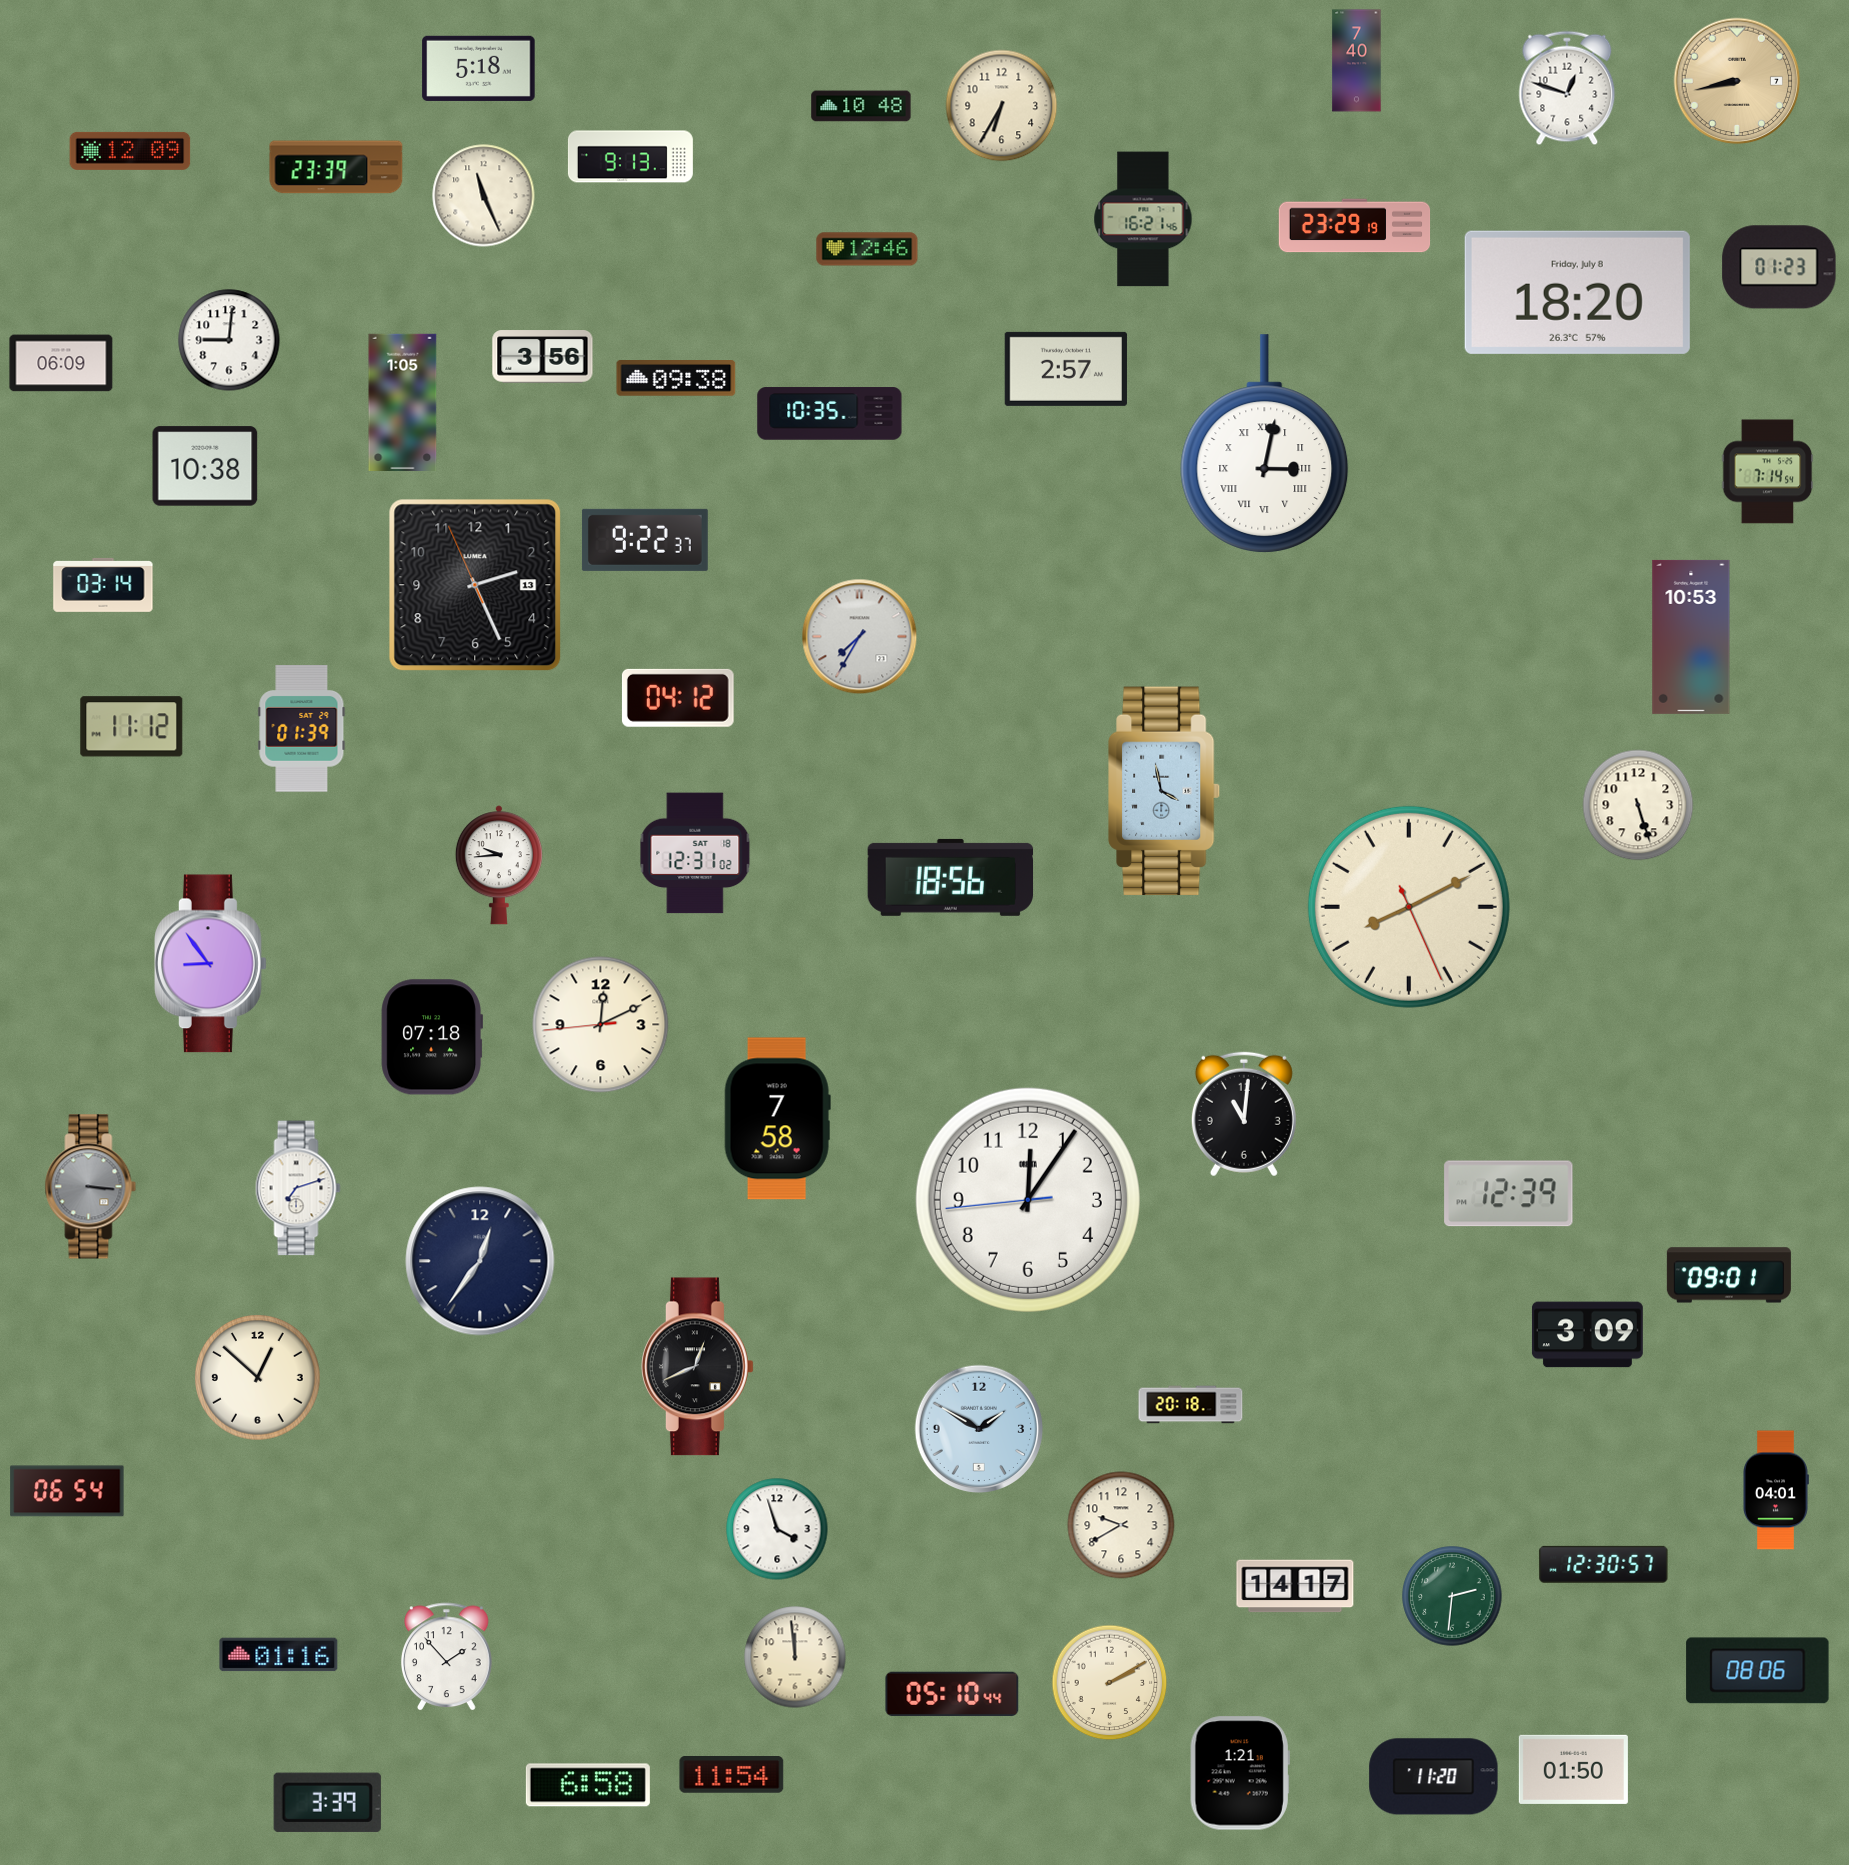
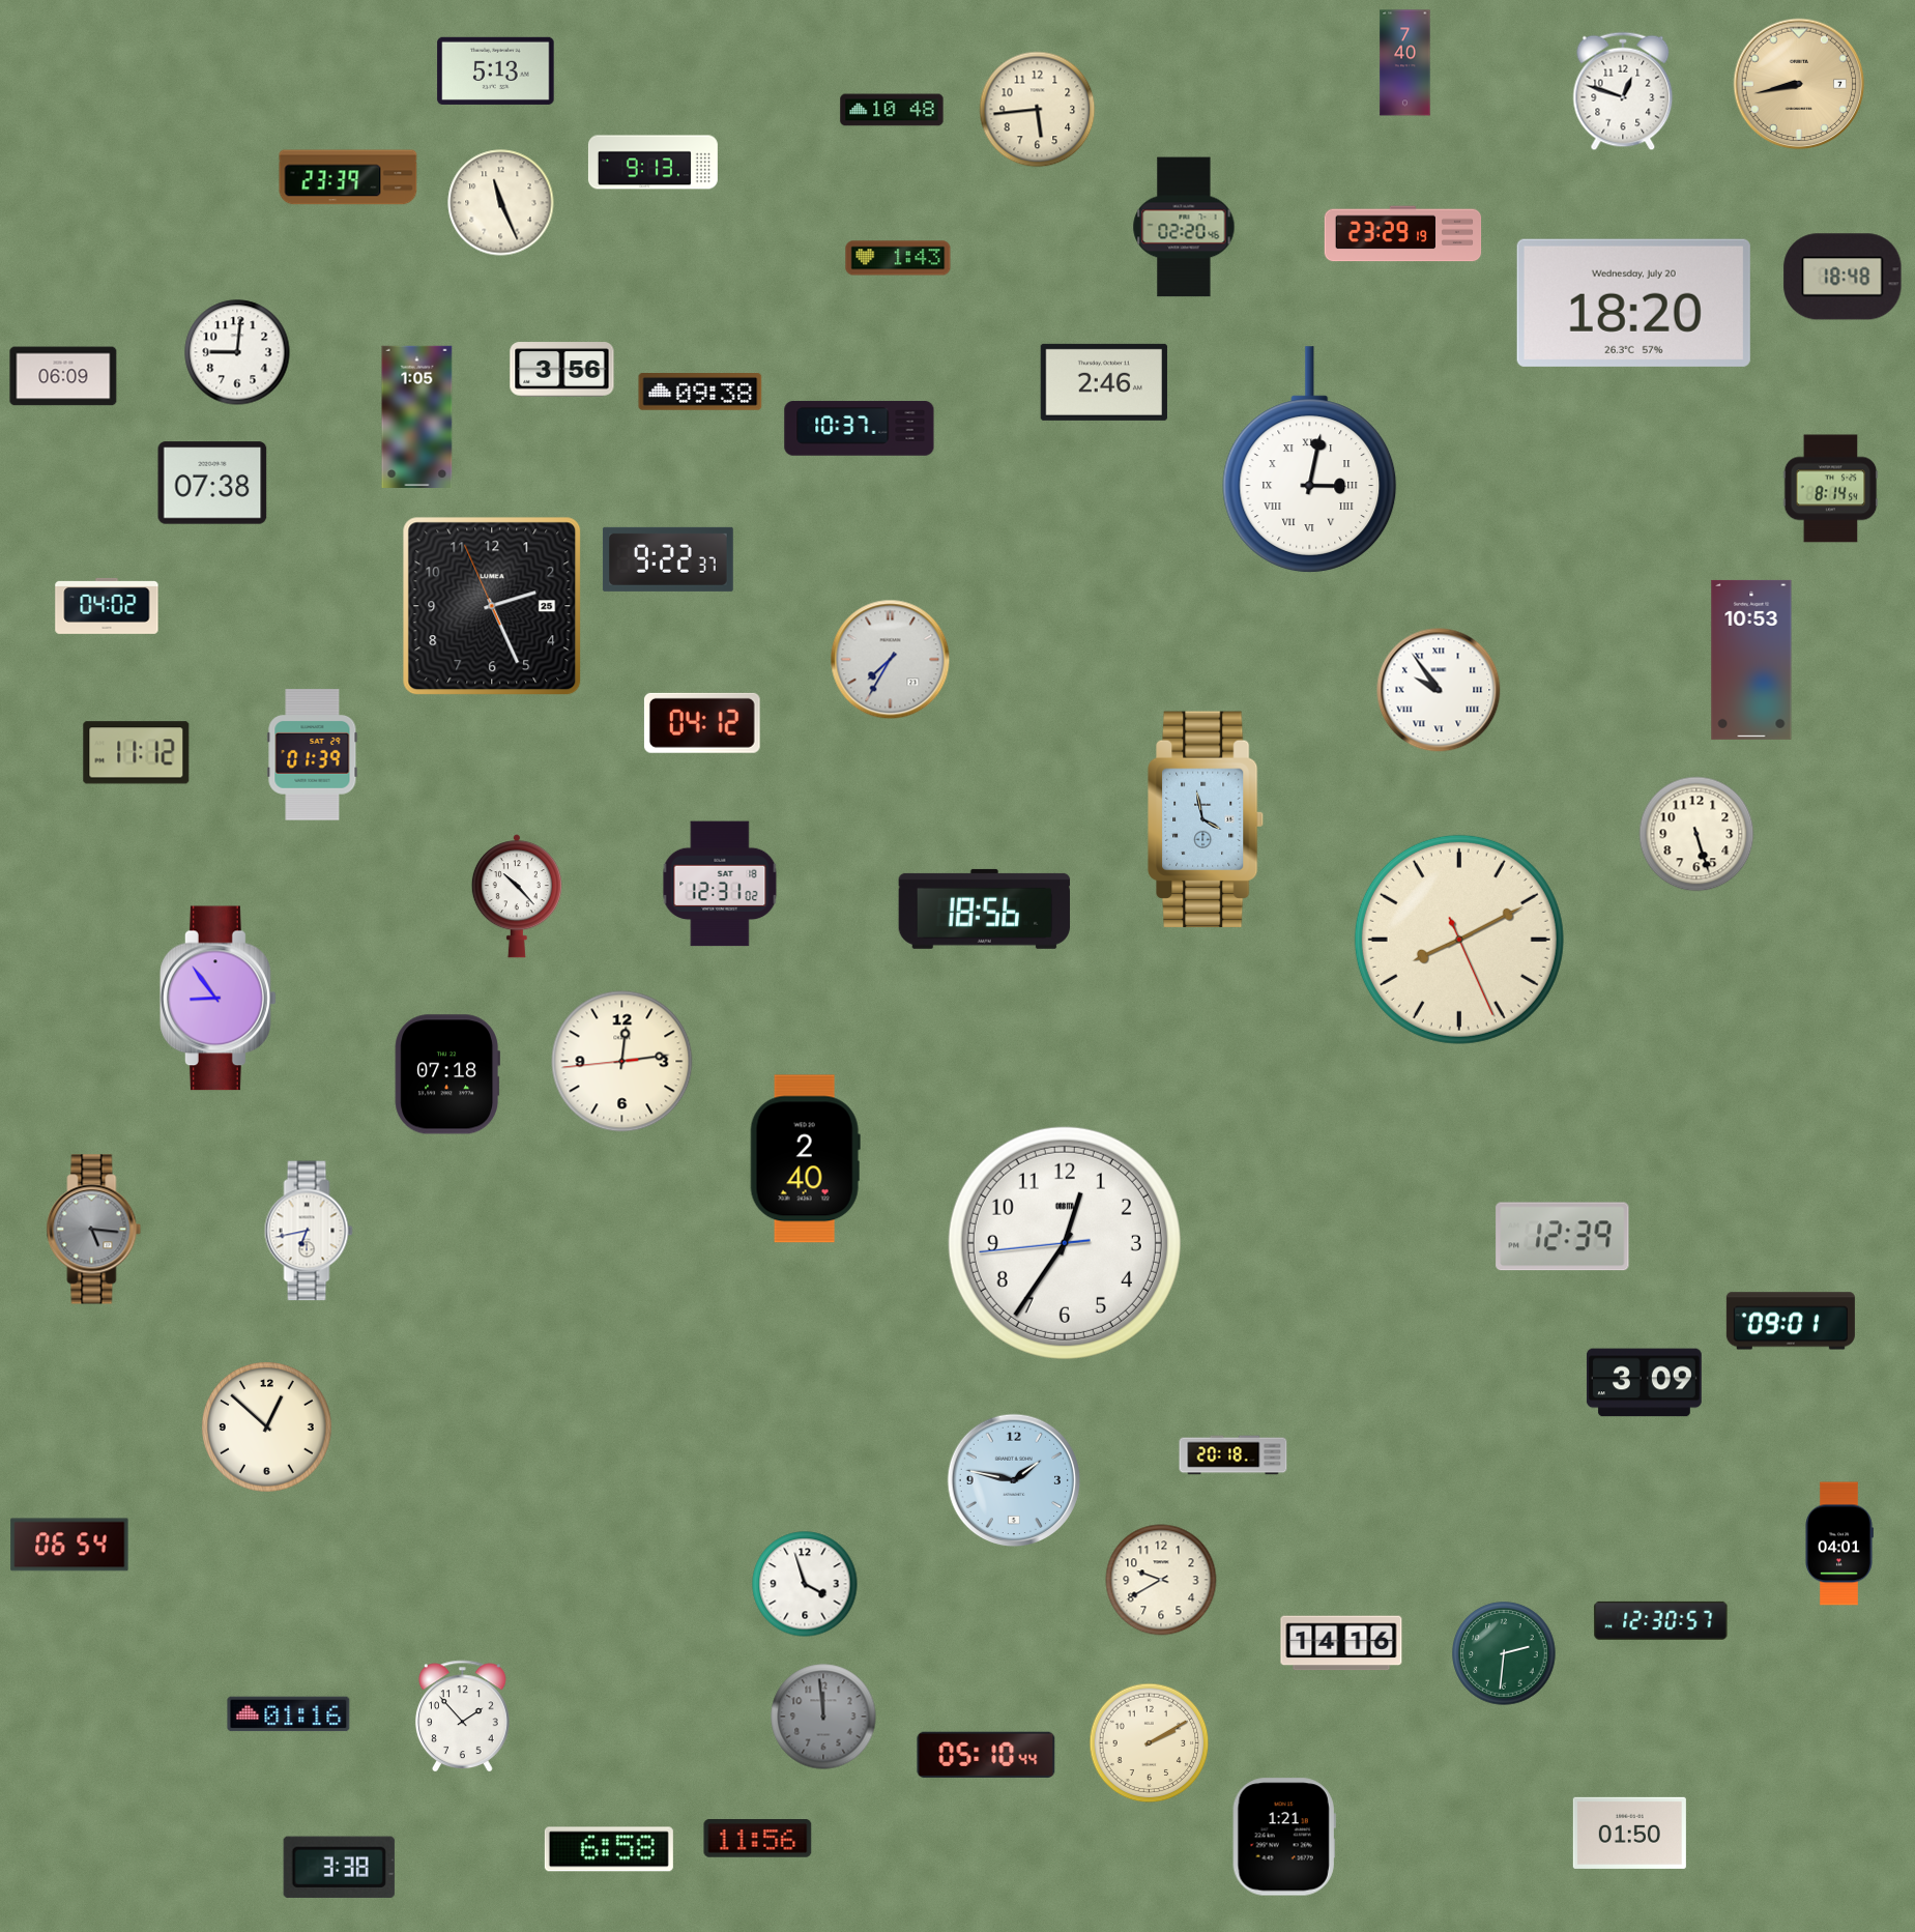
clock at (479, 68): 5:18 -> 5:13
clock at (1002, 106): 6:35 -> 5:44
clock at (130, 151): 12:09 -> none
clock at (336, 167) position: (336, 167) -> (348, 177)
clock at (1143, 219): 16:21 -> 02:20
clock at (867, 249): 12:46 -> 1:43
clock at (1779, 267): 01:23 -> 18:48
clock at (1577, 292) date: Friday, July 8 -> Wednesday, July 20
clock at (1066, 369): 2:57 -> 2:46
clock at (830, 414): 10:35 -> 10:37
clock at (205, 466): 10:38 -> 07:38
clock at (1768, 472): 7:14 -> 8:14
clock at (103, 585): 03:14 -> 04:02
clock at (475, 585) date: 13 -> 25
clock at (1439, 690): none -> 9:54
clock at (499, 865): 9:44 -> 10:23
clock at (601, 1025): 12:10 -> 12:13
clock at (1244, 1114): 11:01 -> none
clock at (777, 1119): 7:58 -> 2:40
clock at (91, 1187): 3:16 -> 5:16
clock at (298, 1188): 7:12 -> 6:43
clock at (1028, 1200): 12:05 -> 12:35
clock at (480, 1261): 12:36 -> none
clock at (698, 1367): 12:41 -> none
clock at (979, 1429): 1:50 -> 1:47
clock at (1295, 1586): 14:17 -> 14:16
clock at (795, 1657) dial: cream -> grey
clock at (1758, 1671): 08:06 -> none
clock at (732, 1775): 11:54 -> 11:56
clock at (1434, 1777): 11:20 -> none
clock at (327, 1802): 3:39 -> 3:38
